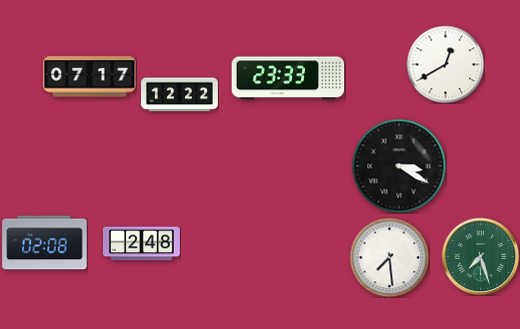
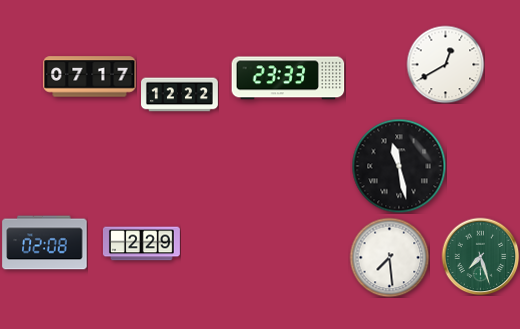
clock at (399, 166): 3:20 -> 11:28
clock at (141, 244): 2:48 -> 2:29
